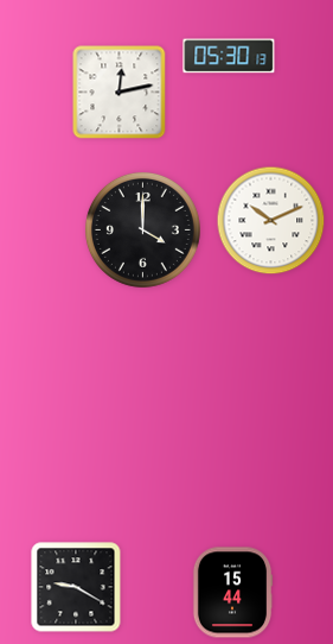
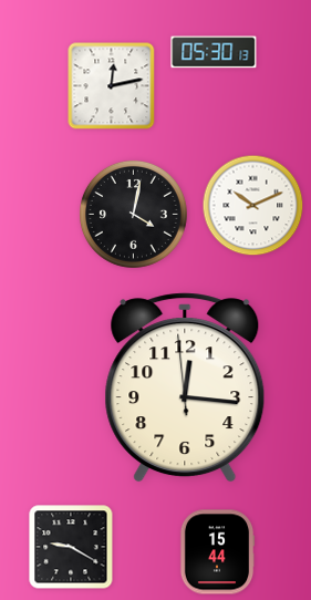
clock at (142, 229): 4:00 -> 4:02
clock at (185, 387): none -> 12:15
